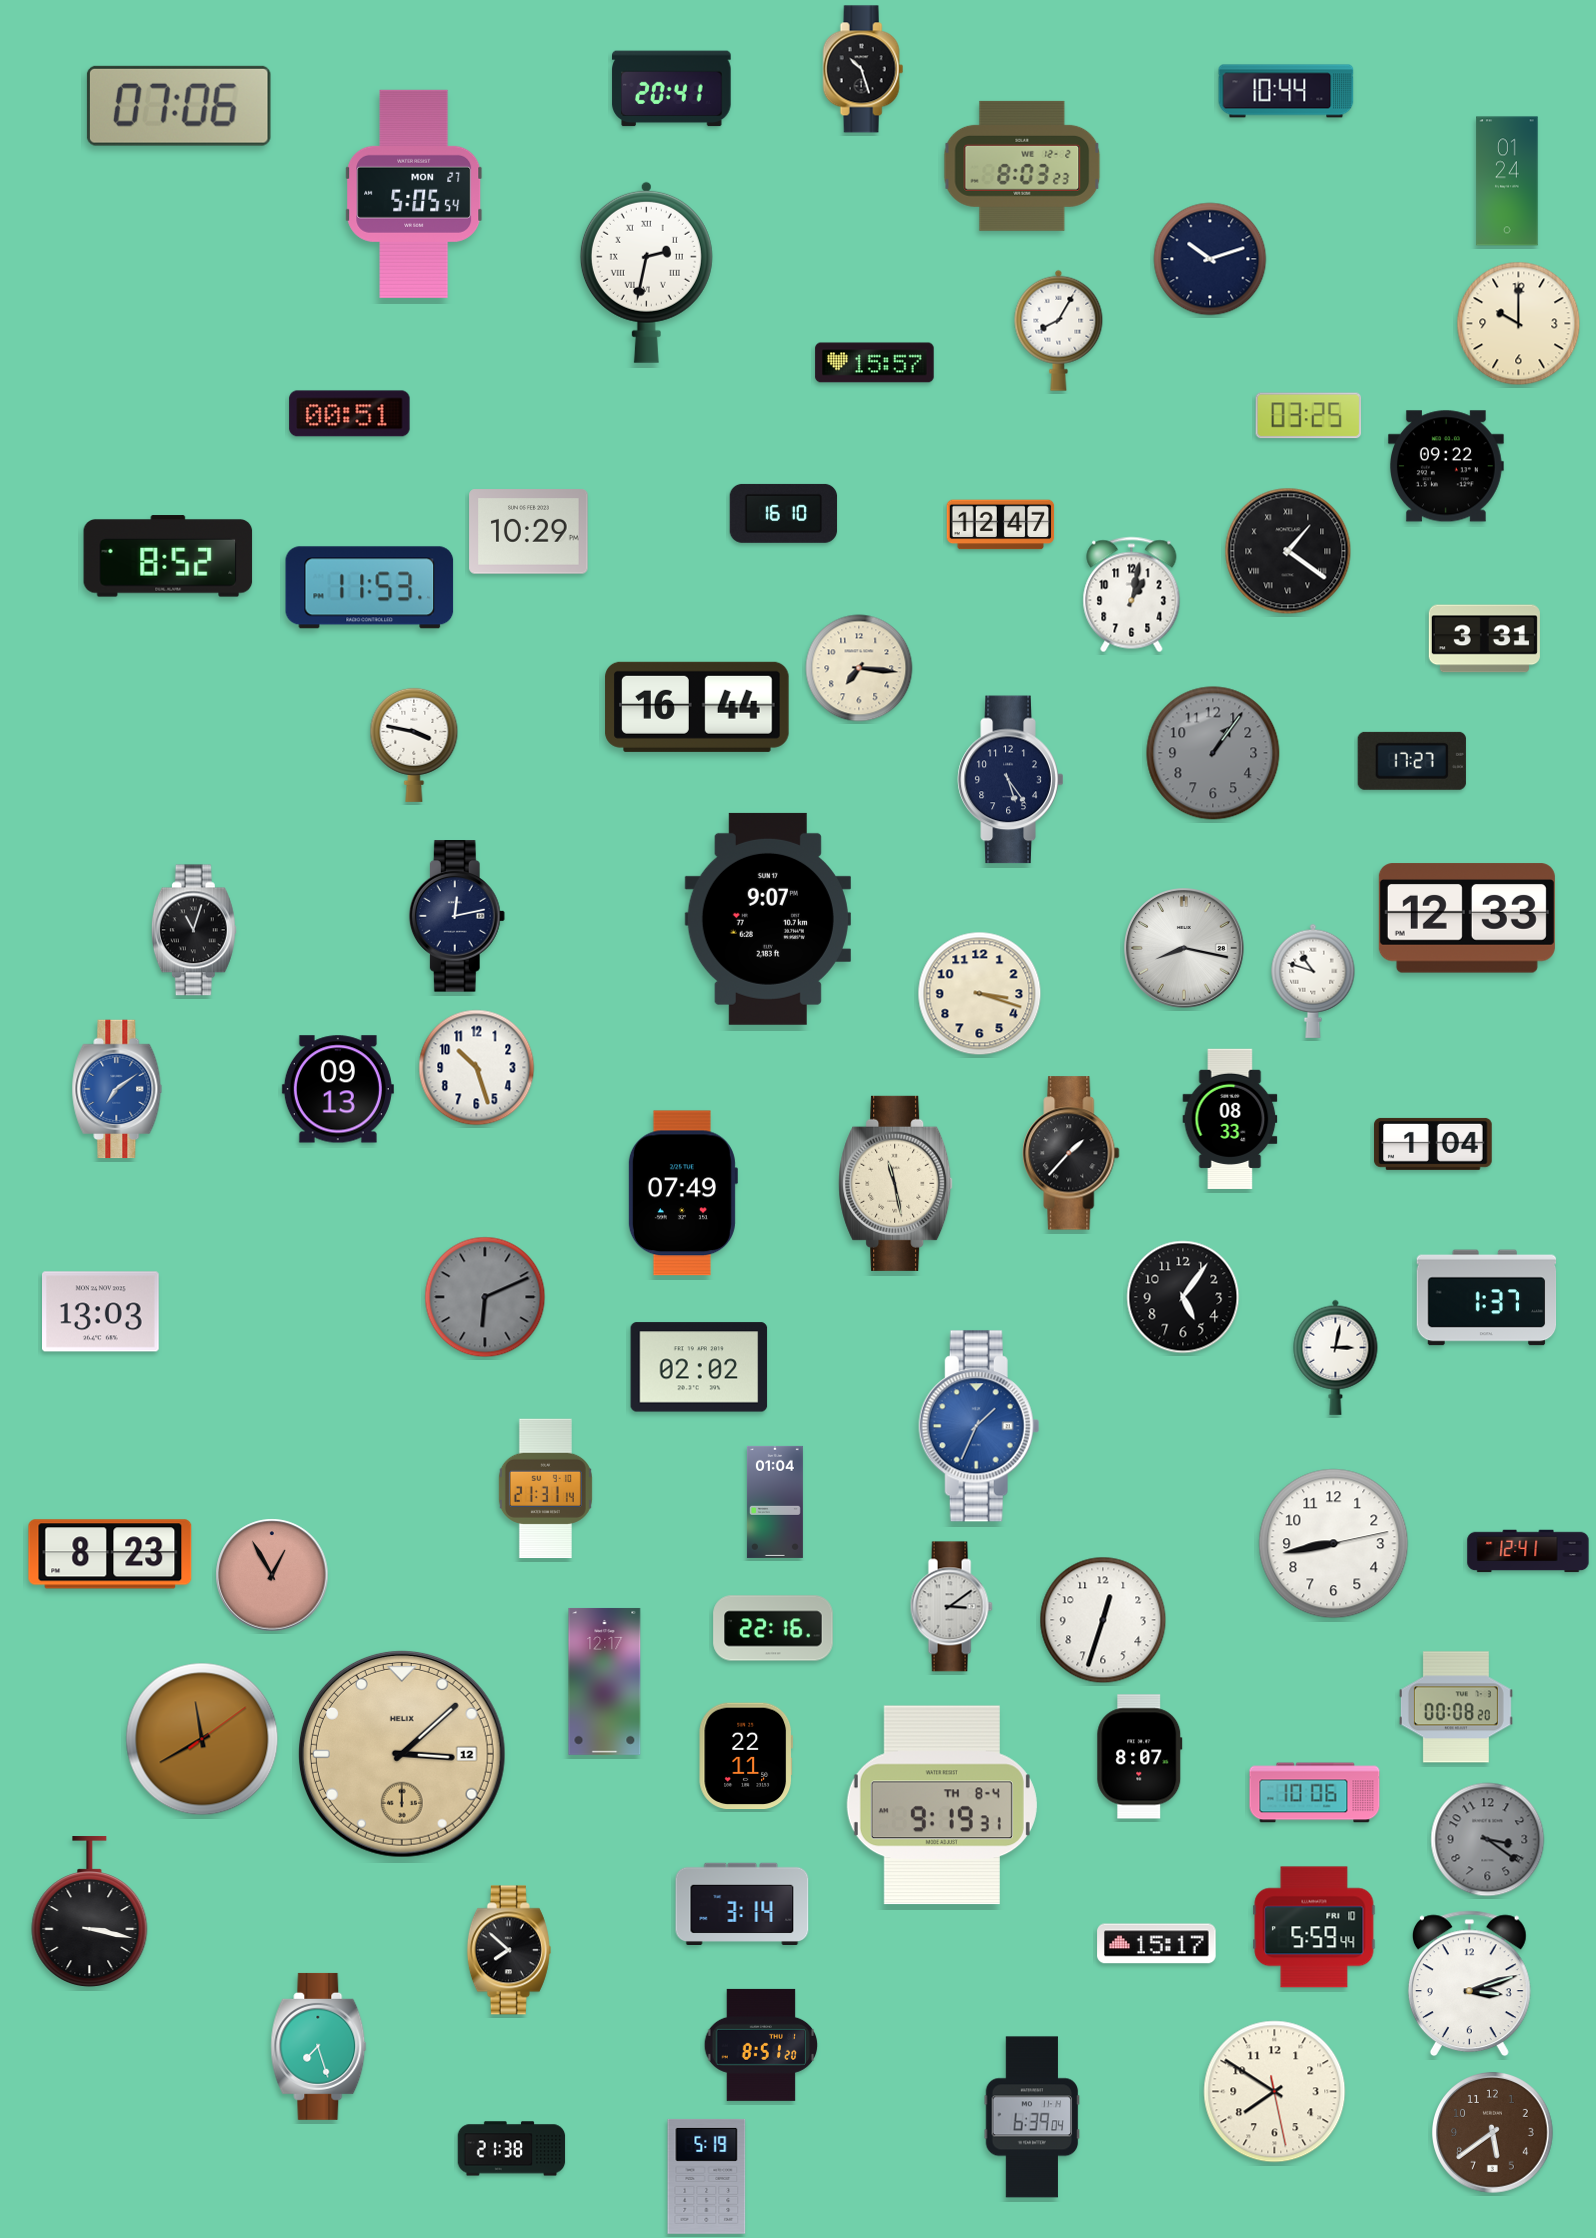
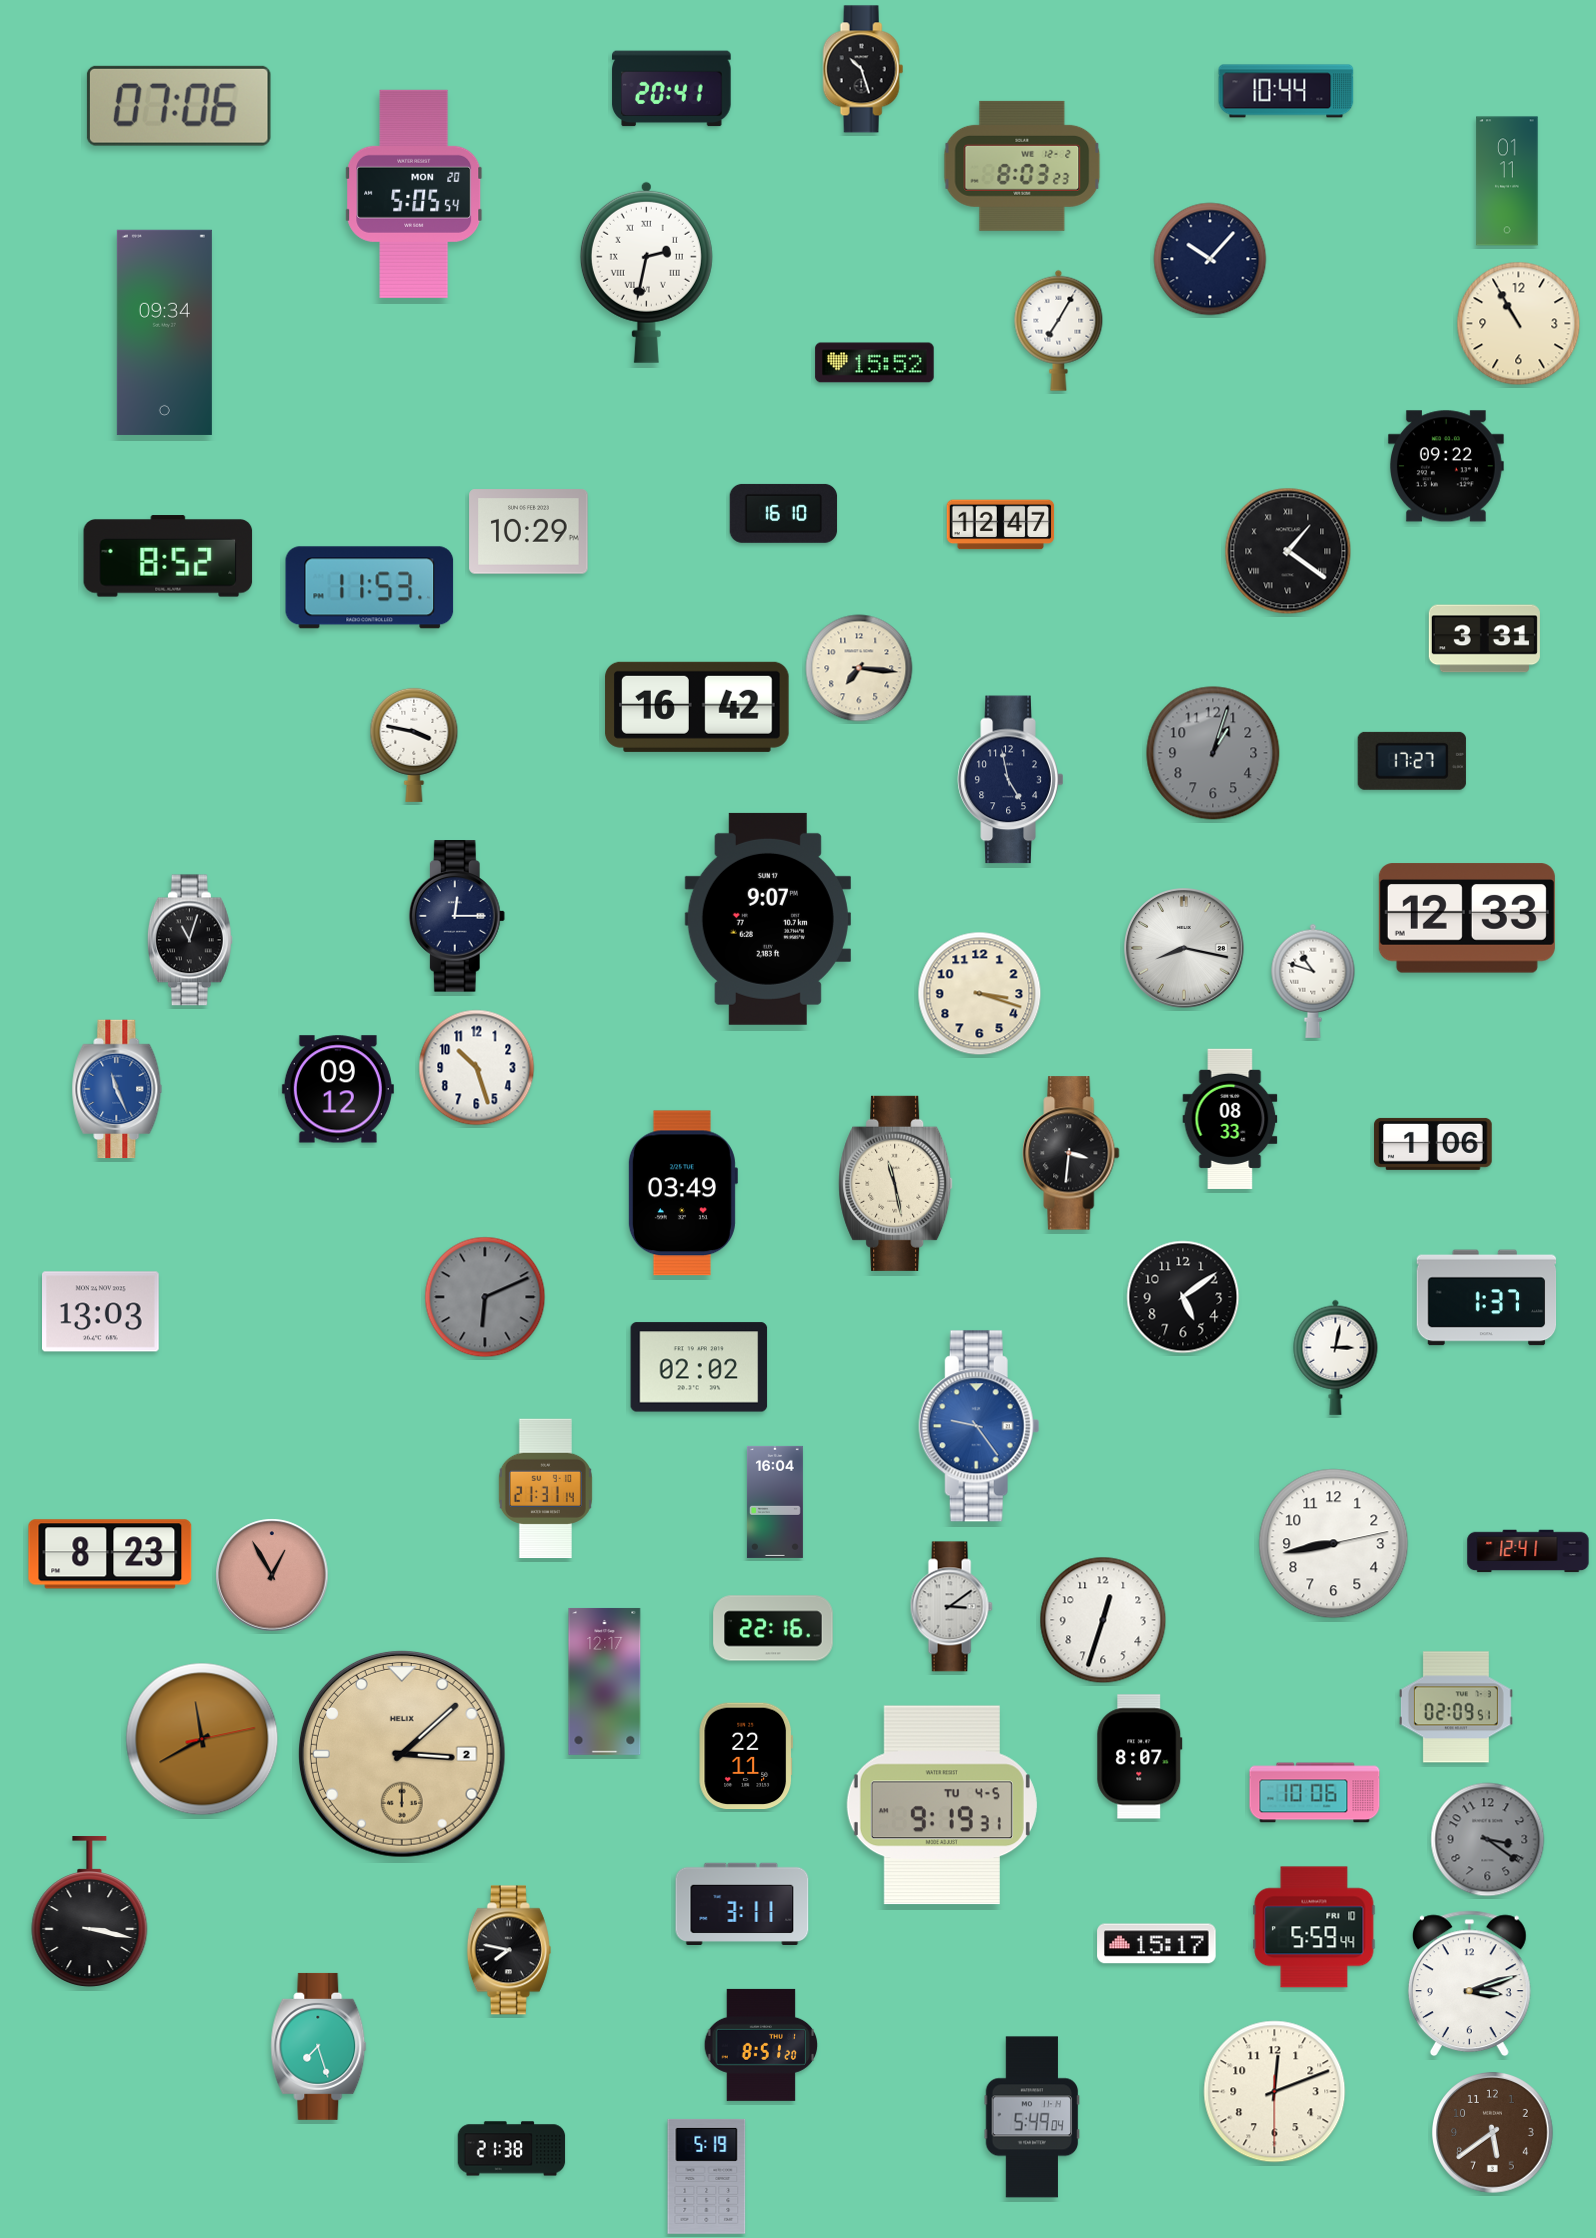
clock at (1507, 181): 01:24 -> 01:11
clock at (414, 194) date: MON 27 -> MON 20
clock at (1210, 259): 10:12 -> 10:07
clock at (1519, 324): 10:00 -> 10:55
clock at (1059, 330): 8:05 -> 7:05
clock at (164, 332): none -> 09:34
clock at (875, 363): 15:57 -> 15:52
clock at (350, 414): 00:51 -> none
clock at (1309, 416): 03:25 -> none
clock at (1132, 595): 1:02 -> none
clock at (697, 707): 16:44 -> 16:42
clock at (1213, 753): 1:06 -> 1:03
clock at (1011, 780): 5:24 -> 4:58
clock at (457, 916): 12:13 -> 12:15
clock at (194, 930) position: (194, 930) -> (190, 940)
clock at (117, 1089): 7:09 -> 11:26
clock at (338, 1089): 09:13 -> 09:12
clock at (1433, 1144): 1:04 -> 1:06
clock at (1071, 1153): 1:37 -> 3:31
clock at (682, 1193): 07:49 -> 03:49
clock at (1183, 1297): 5:06 -> 5:09
clock at (979, 1426): 1:34 -> 9:24
clock at (775, 1502): 01:04 -> 16:04
clock at (1456, 1707): 00:08 -> 02:09
clock at (202, 1739): 11:40:09 -> 11:40:13
clock at (402, 1754) date: 12 -> 2
clock at (942, 1805) date: TH 8-4 -> TU 4-5
clock at (742, 1904): 3:14 -> 3:11
clock at (509, 1950): 7:52 -> 7:47
clock at (1275, 2092): 7:50 -> 12:11
clock at (1032, 2117): 6:39 -> 5:49
